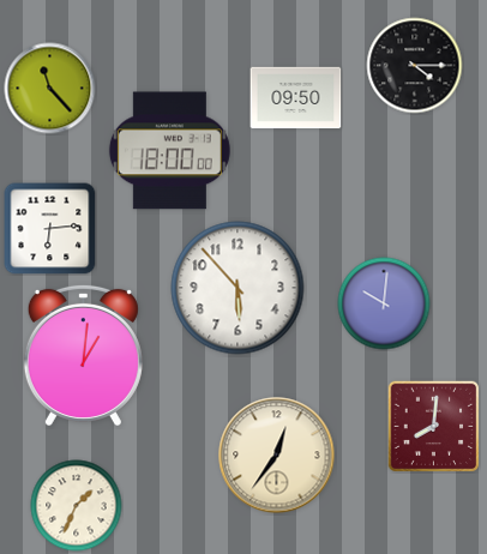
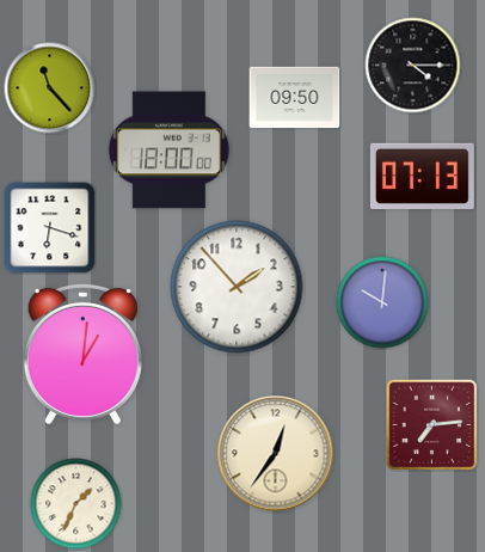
clock at (422, 176): none -> 07:13
clock at (50, 229): 6:14 -> 6:18
clock at (238, 288): 5:53 -> 1:53
clock at (433, 426): 8:01 -> 7:14
